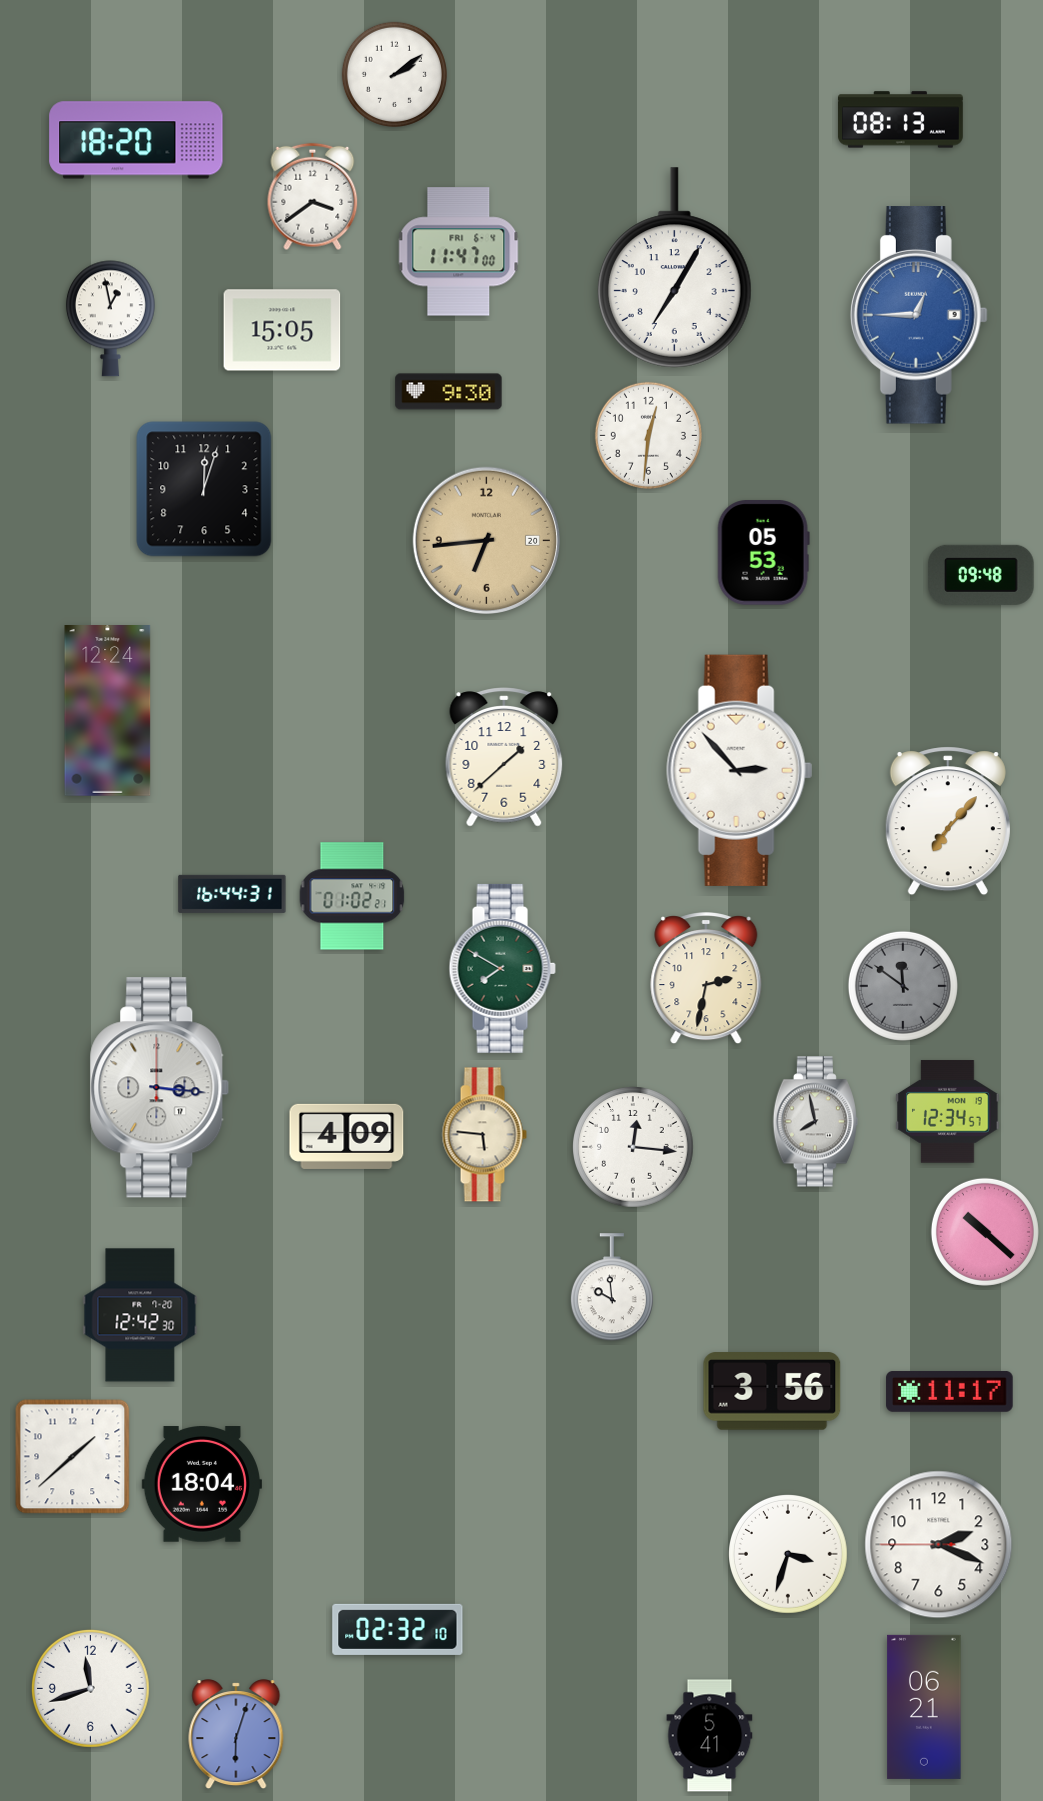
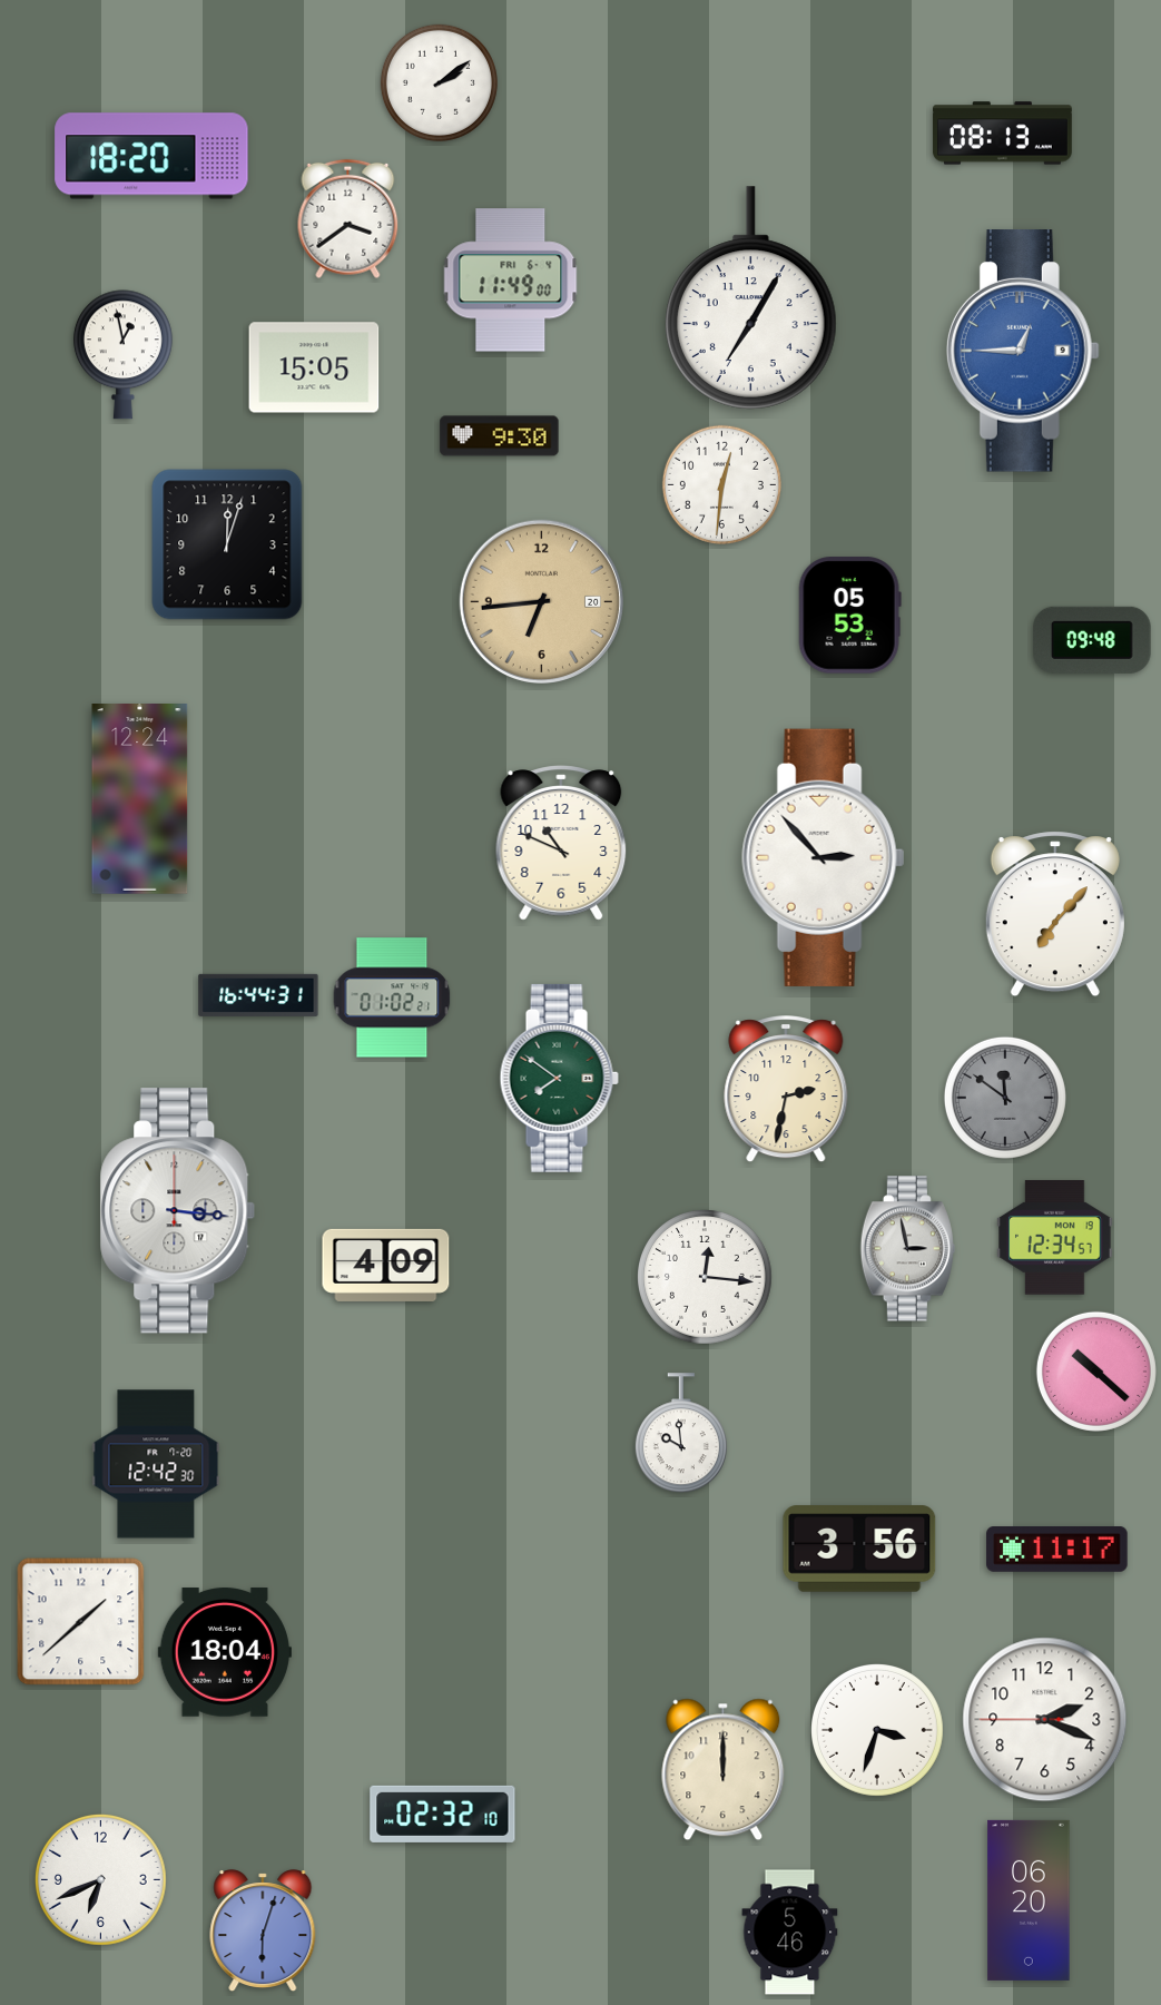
clock at (459, 252): 11:47 -> 11:49
clock at (108, 711) position: (108, 711) -> (140, 799)
clock at (504, 757): 1:38 -> 10:49
clock at (502, 968): 7:50 -> 7:51
clock at (815, 1122): 7:58 -> 2:58
clock at (484, 1135): 5:46 -> none
clock at (724, 1770): none -> 12:00
clock at (90, 1688): 11:42 -> 6:41
clock at (924, 1707): 06:21 -> 06:20
clock at (710, 1736): 5:41 -> 5:46
